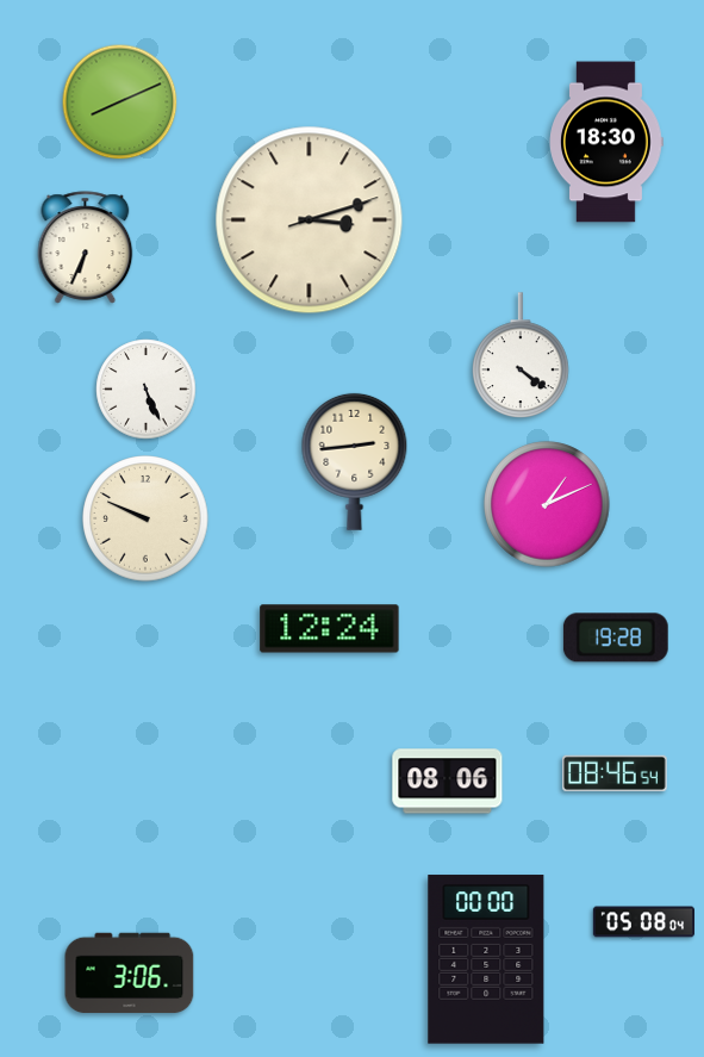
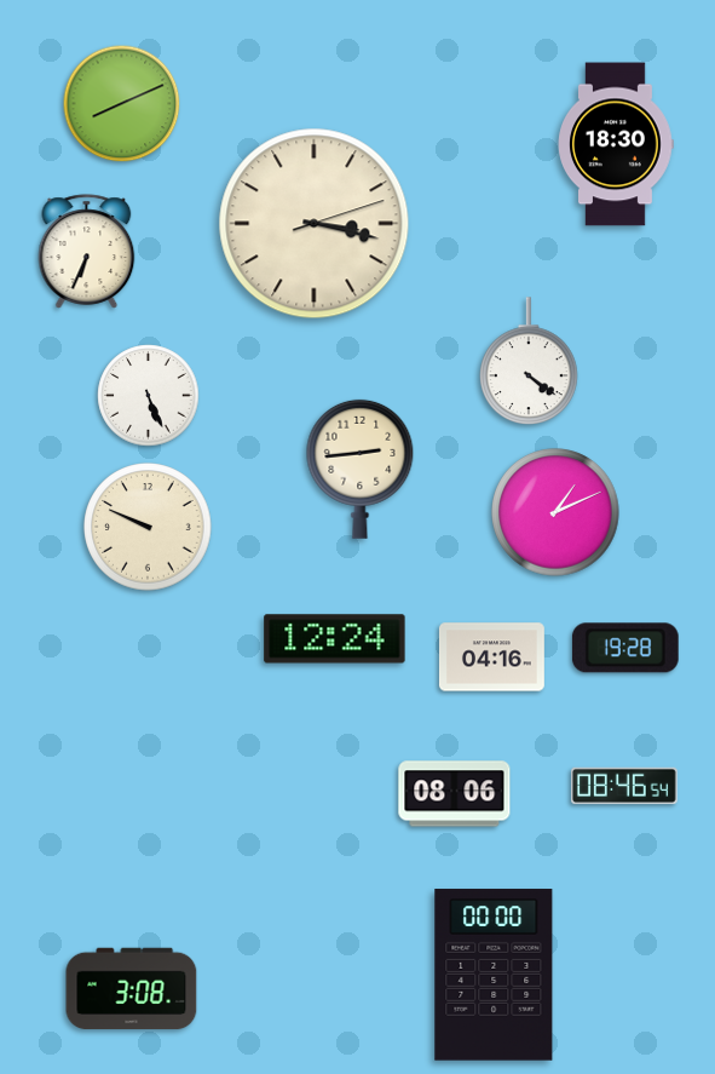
clock at (310, 220): 3:12 -> 3:17
clock at (491, 657): none -> 04:16
clock at (643, 922): 05:08 -> none
clock at (130, 974): 3:06 -> 3:08
